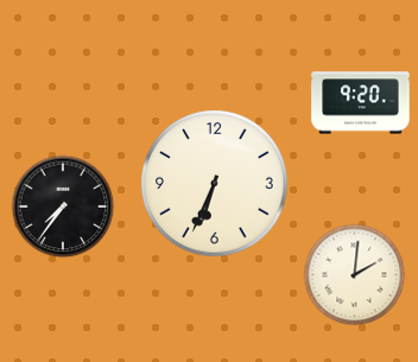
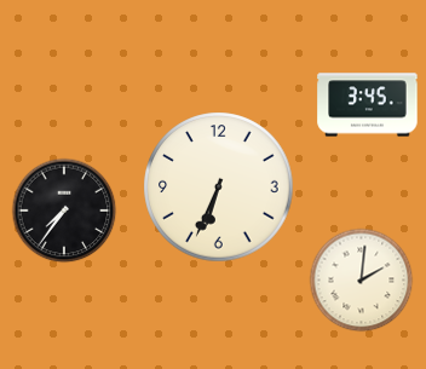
clock at (361, 103): 9:20 -> 3:45
